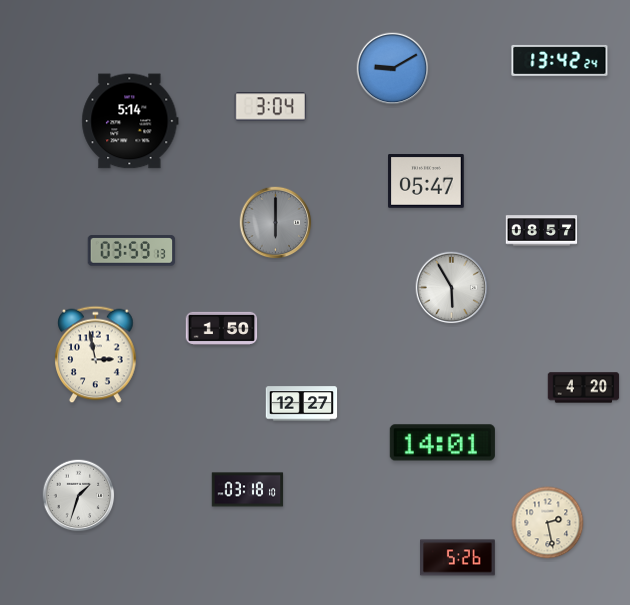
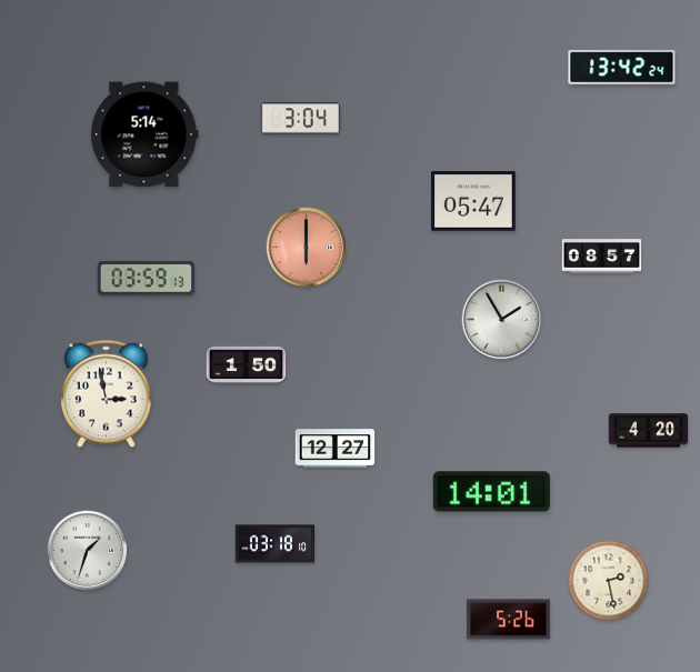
clock at (393, 69): 9:10 -> none
clock at (276, 223) dial: grey -> salmon
clock at (452, 288): 5:55 -> 1:55
